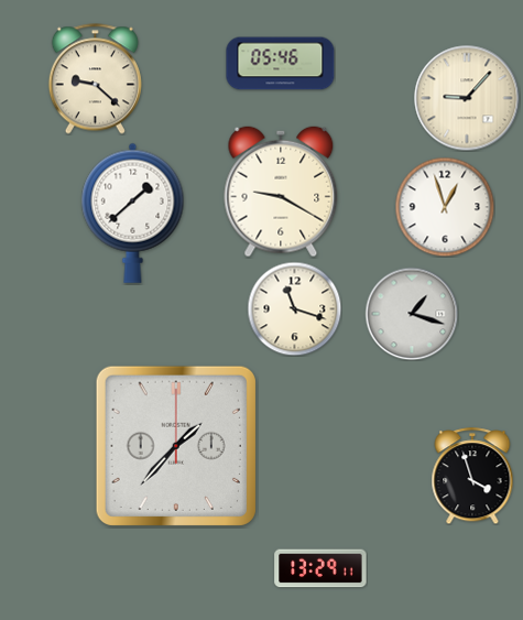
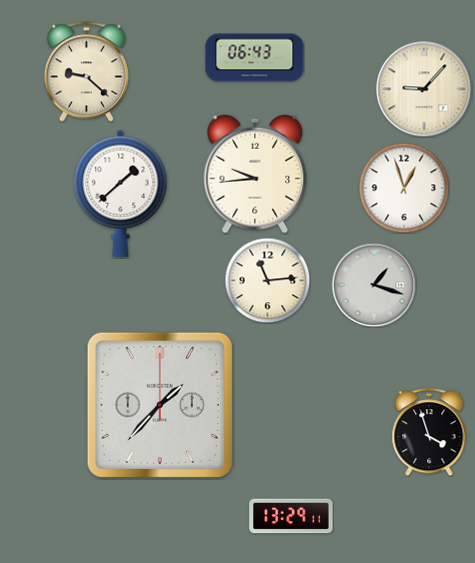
clock at (281, 64): 05:46 -> 06:43
clock at (281, 192): 9:20 -> 9:44
clock at (294, 308): 11:18 -> 11:14
